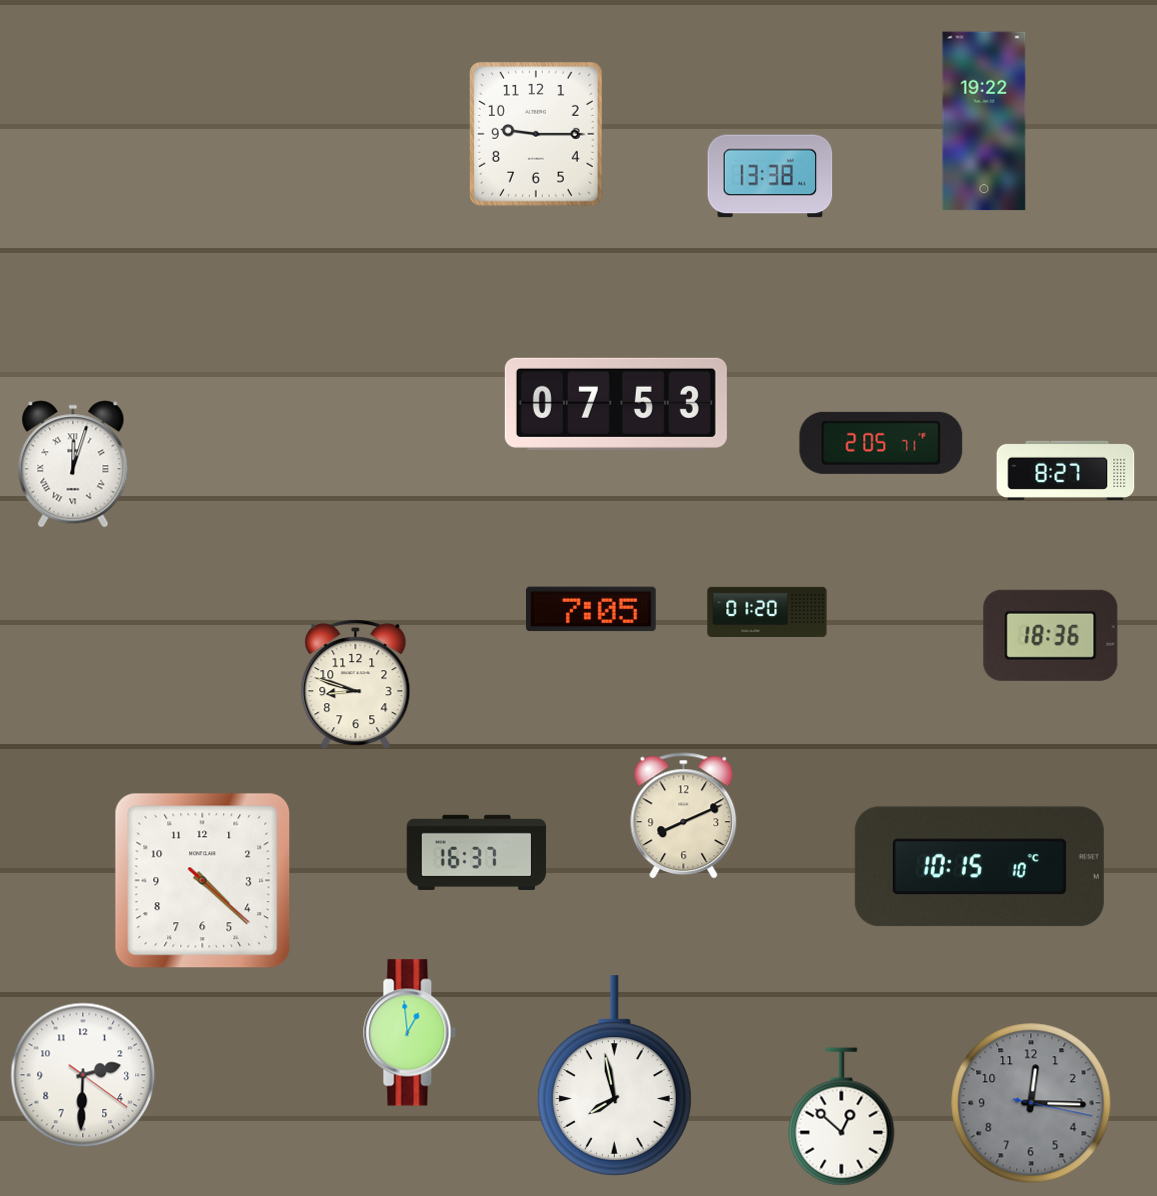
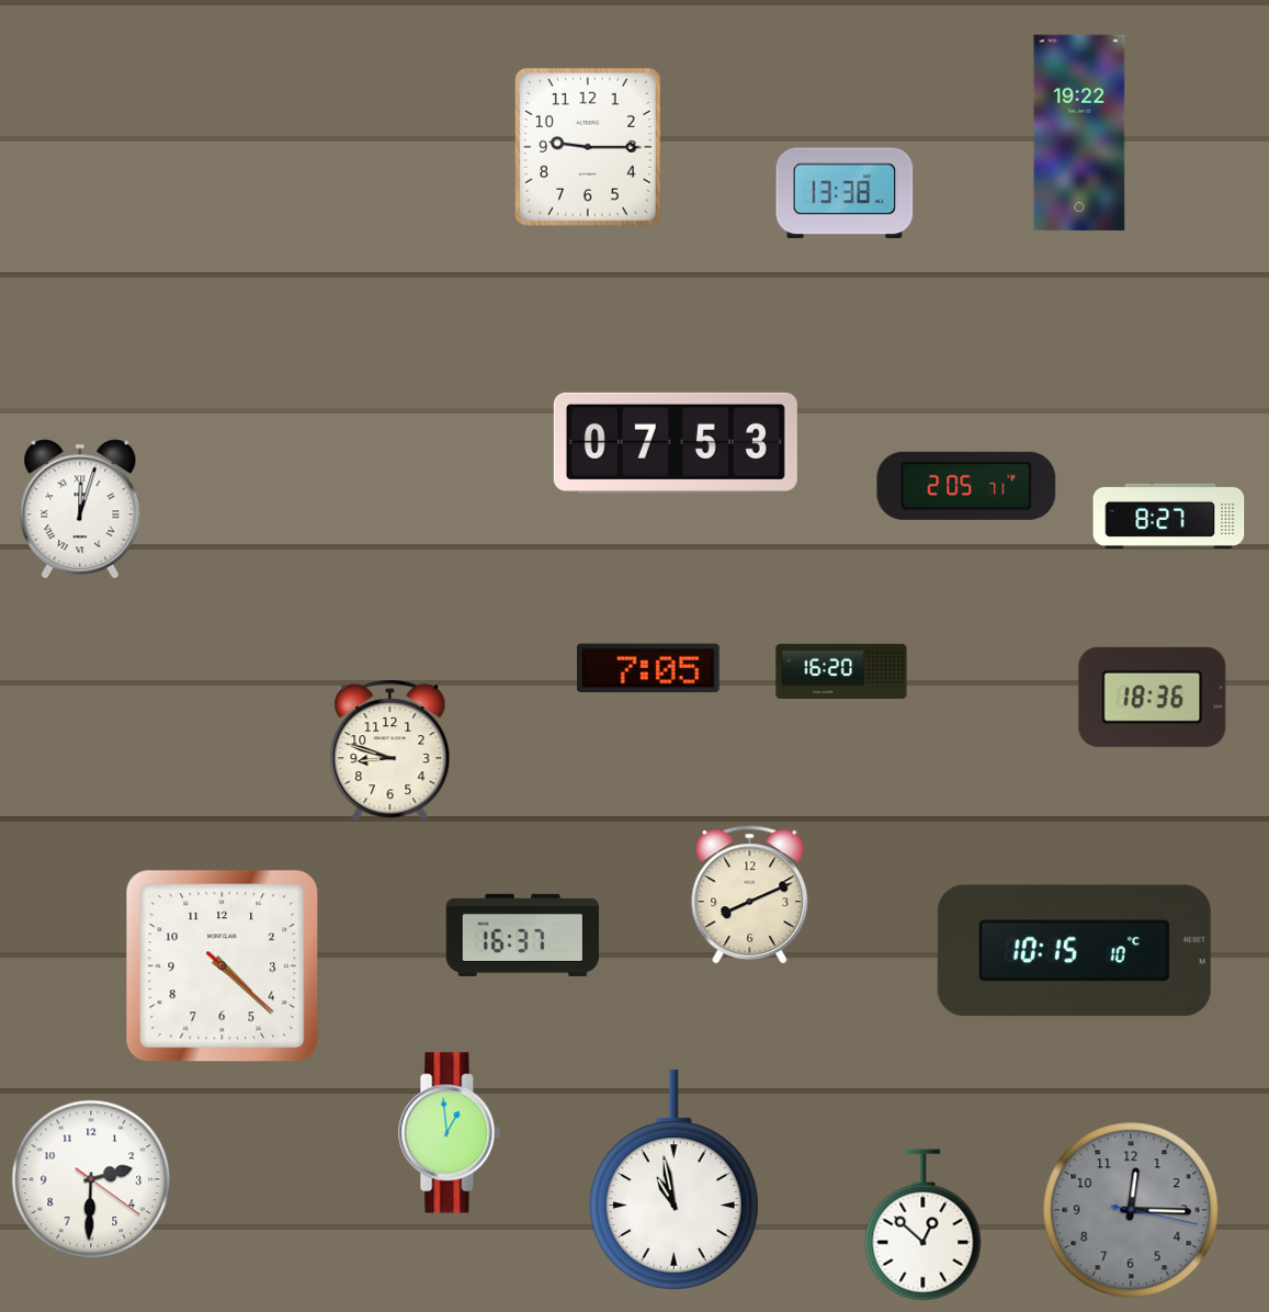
clock at (767, 612): 01:20 -> 16:20
clock at (614, 1076): 7:58 -> 10:58
